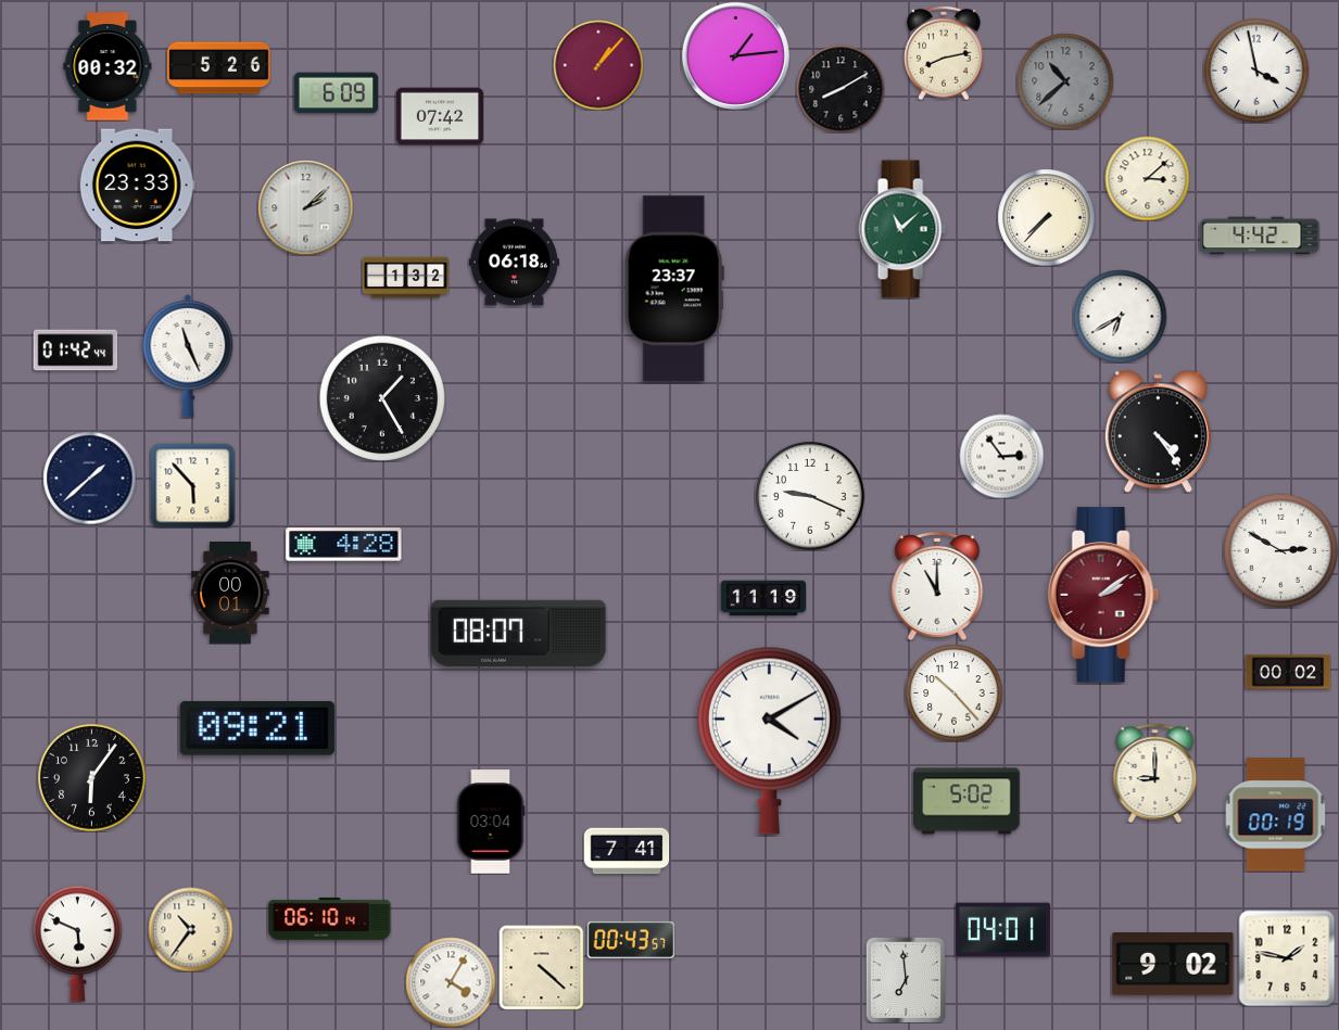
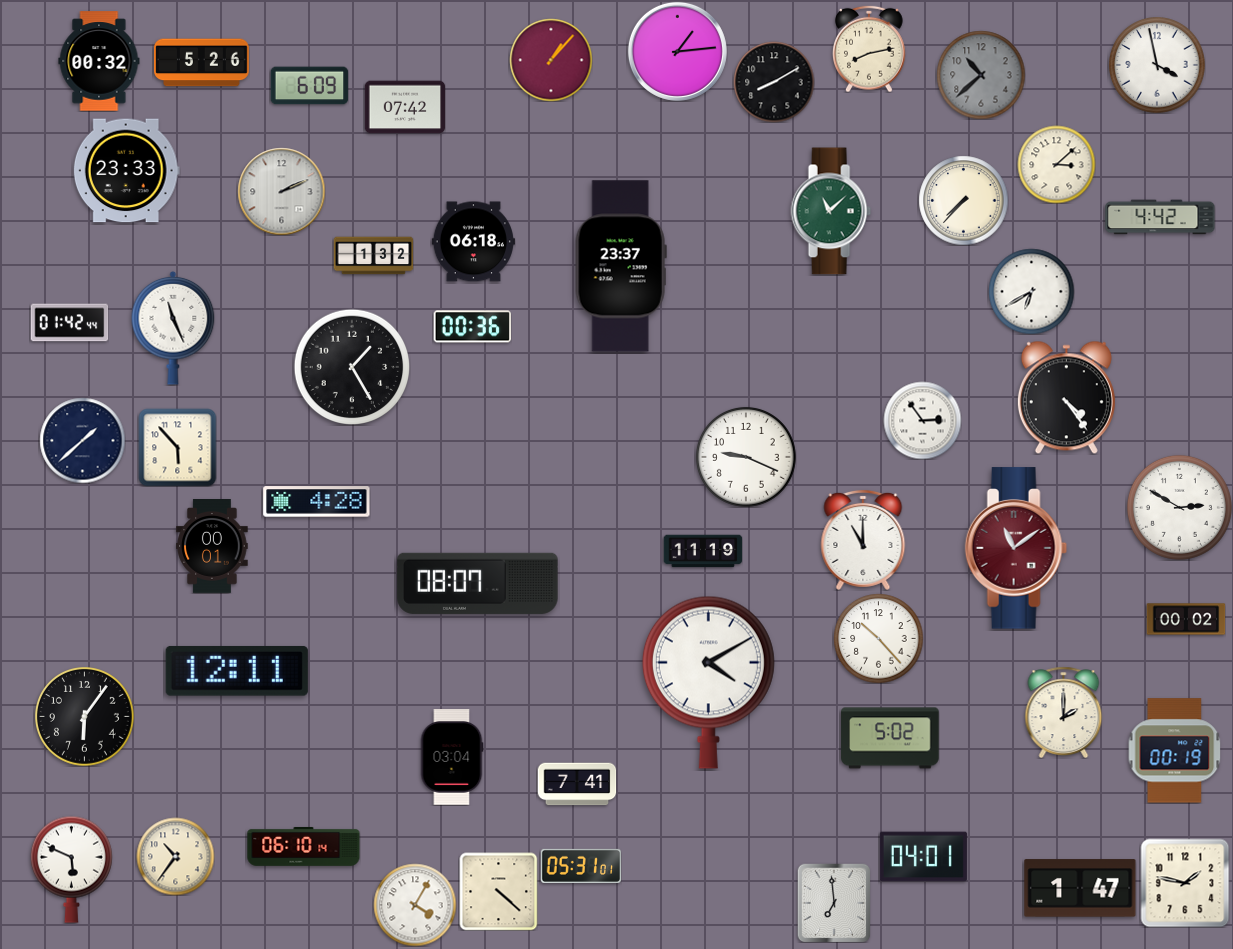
clock at (305, 207): 2:08 -> 2:11
clock at (472, 327): none -> 00:36
clock at (1103, 595): 2:09 -> 11:09
clock at (257, 728): 09:21 -> 12:11
clock at (1155, 773): 9:00 -> 2:00
clock at (631, 940): 00:43 -> 05:31
clock at (1173, 964): 9:02 -> 1:47
